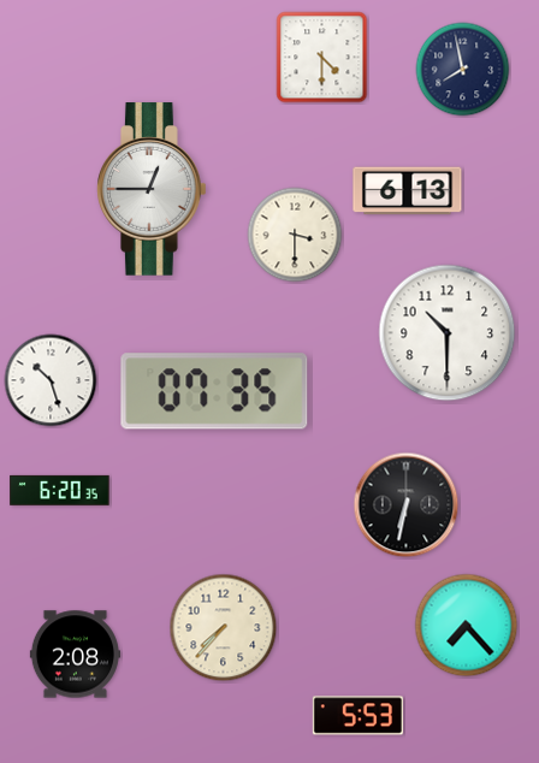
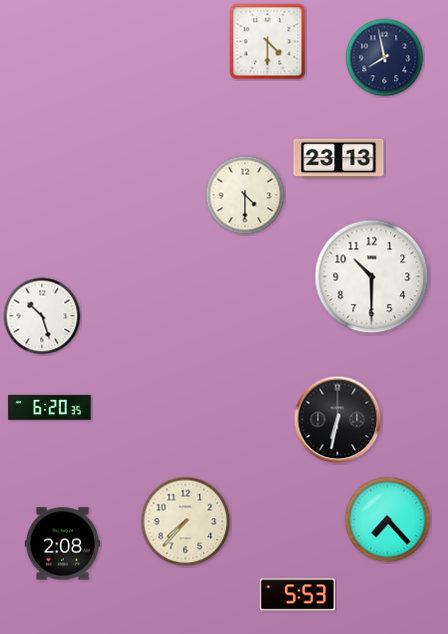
clock at (322, 58) position: (322, 58) -> (268, 42)
clock at (153, 189): 12:45 -> none
clock at (408, 191): 6:13 -> 23:13
clock at (295, 235): 3:30 -> 4:30
clock at (214, 391): 07:35 -> none
